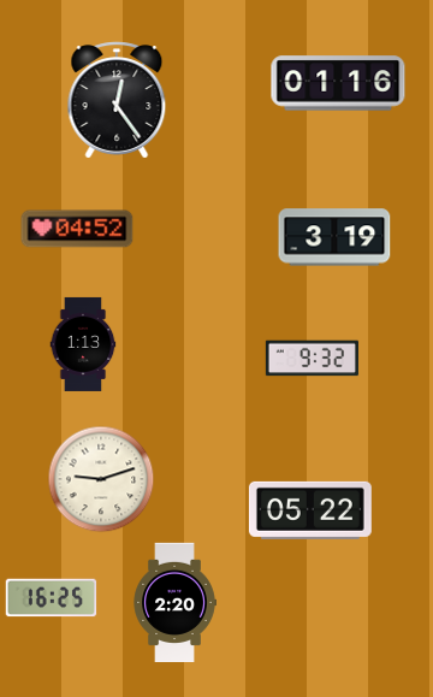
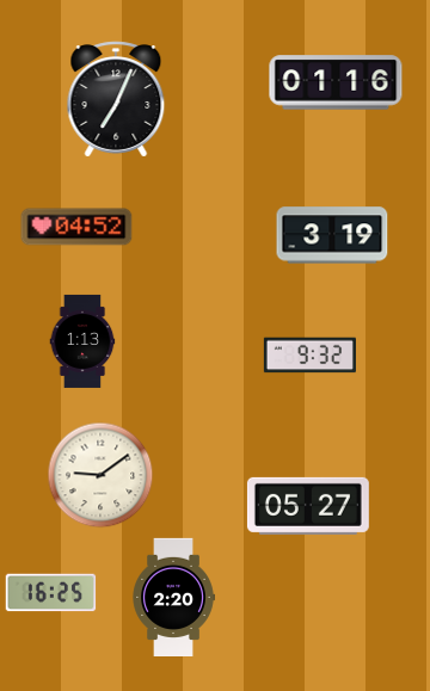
clock at (117, 100): 12:24 -> 7:04
clock at (101, 479): 9:12 -> 9:09
clock at (310, 510): 05:22 -> 05:27
